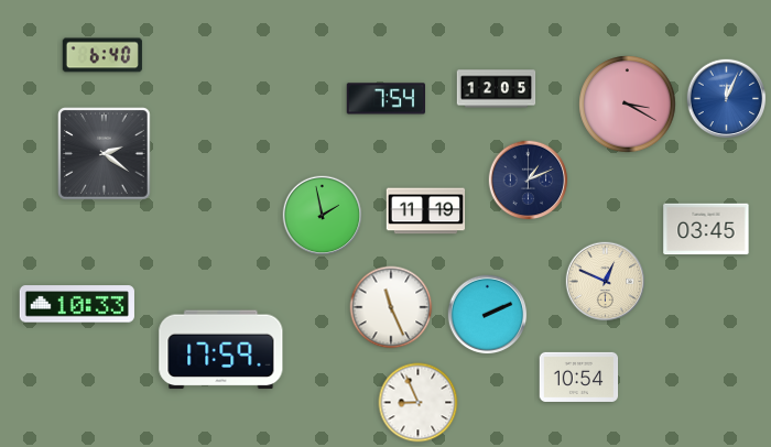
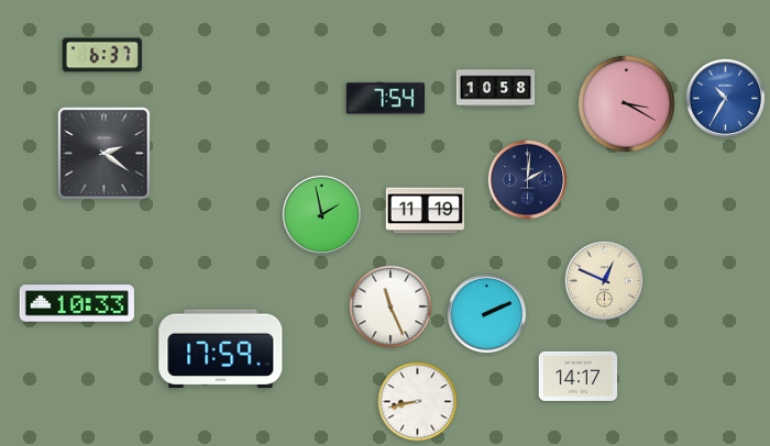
clock at (102, 55): 6:40 -> 6:37
clock at (497, 89): 12:05 -> 10:58
clock at (727, 99): 12:04 -> 10:35
clock at (529, 181): 1:11 -> 2:01
clock at (706, 229): 03:45 -> none
clock at (579, 377): 10:54 -> 14:17
clock at (419, 403): 8:56 -> 8:43
